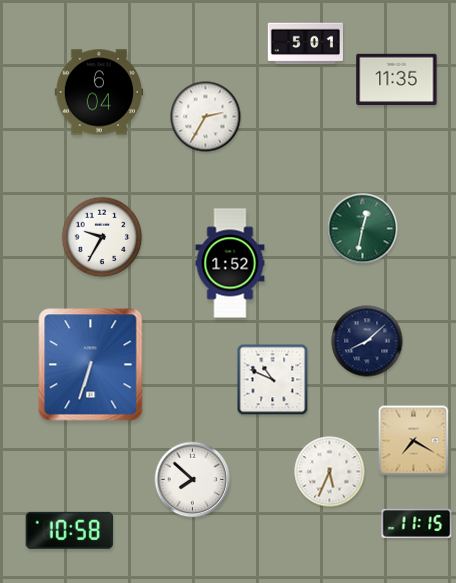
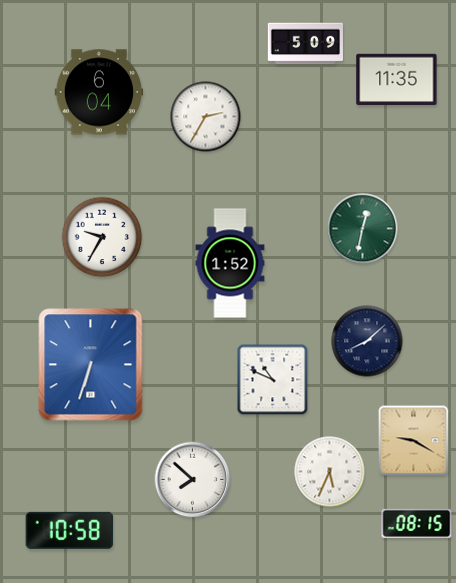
clock at (305, 44): 5:01 -> 5:09
clock at (414, 441): 7:20 -> 9:20
clock at (417, 523): 11:15 -> 08:15
